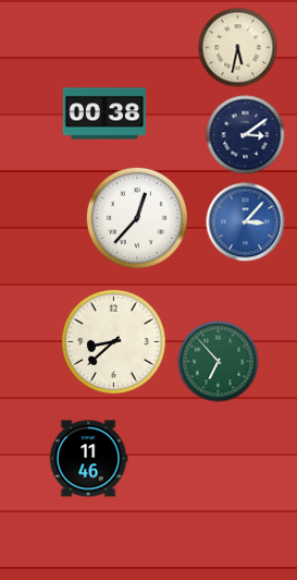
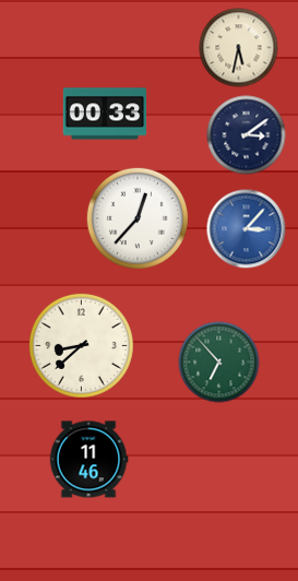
clock at (104, 113): 00:38 -> 00:33
clock at (246, 222) position: (246, 222) -> (247, 229)
clock at (113, 341) position: (113, 341) -> (81, 345)
